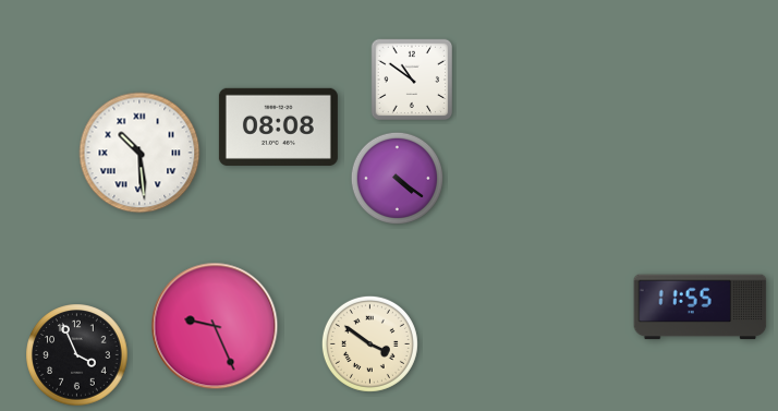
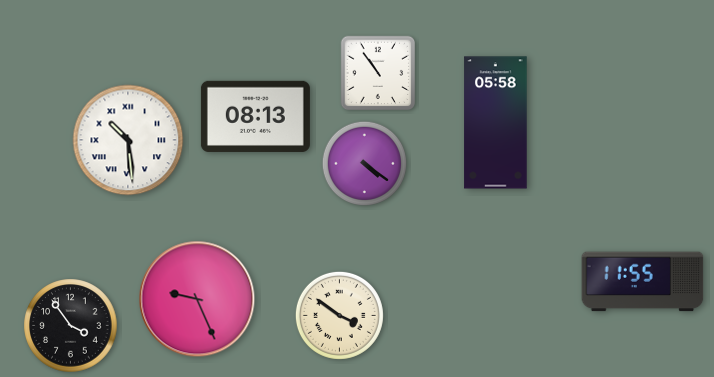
clock at (412, 80): 10:51 -> 10:54
clock at (278, 126): 08:08 -> 08:13
clock at (496, 123): none -> 05:58
clock at (77, 355): 3:56 -> 3:54
